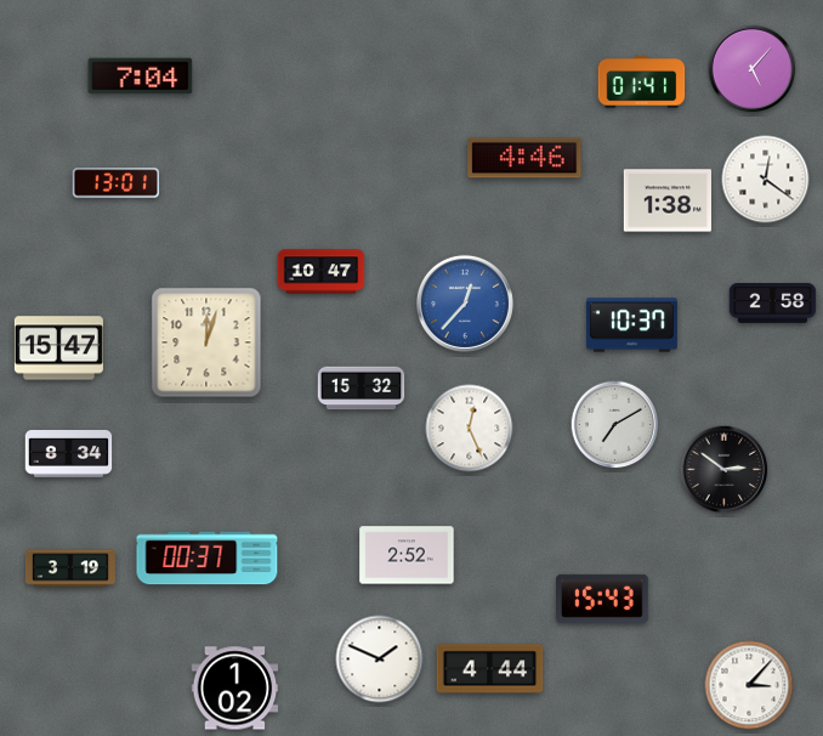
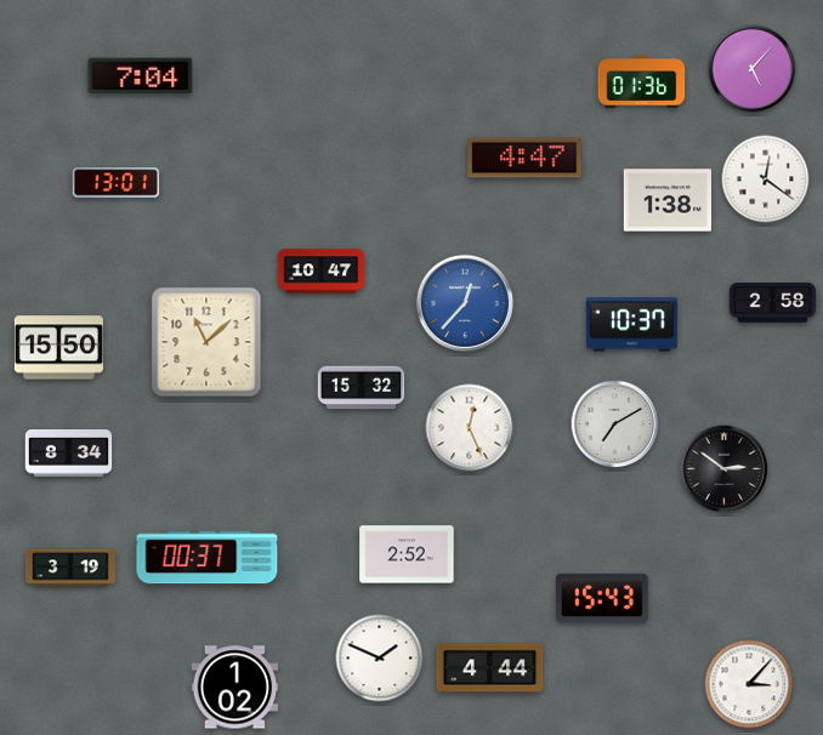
clock at (642, 83): 01:41 -> 01:36
clock at (524, 158): 4:46 -> 4:47
clock at (206, 342): 12:03 -> 11:08
clock at (58, 349): 15:47 -> 15:50
